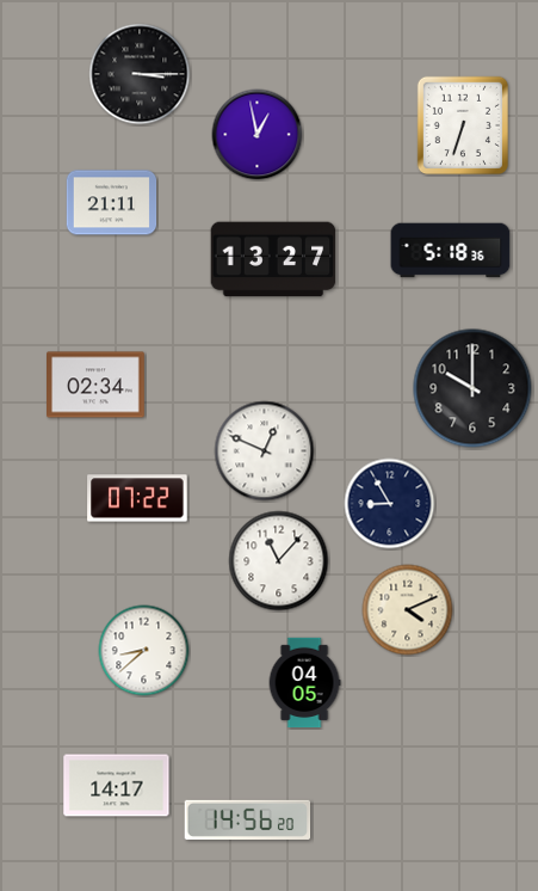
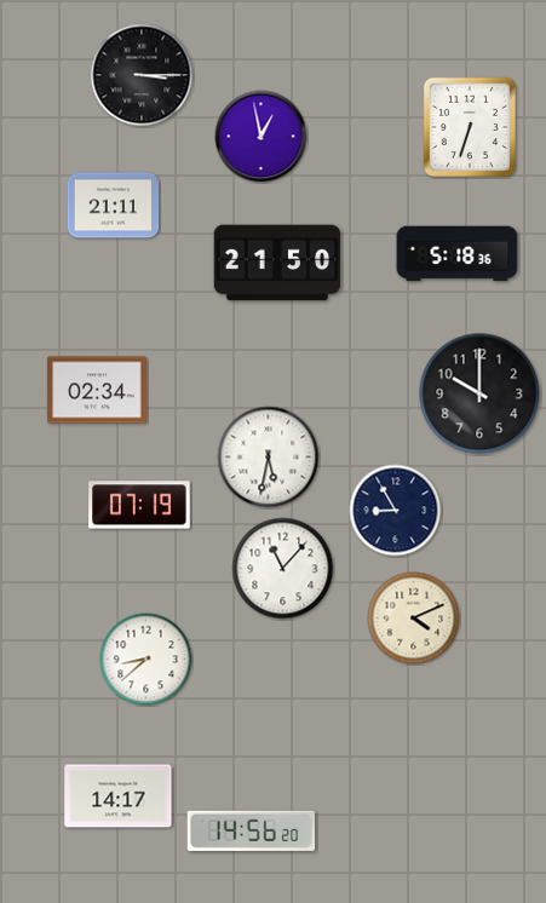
clock at (273, 259): 13:27 -> 21:50
clock at (265, 451): 12:49 -> 5:32
clock at (137, 498): 07:22 -> 07:19
clock at (304, 683): 04:05 -> none
